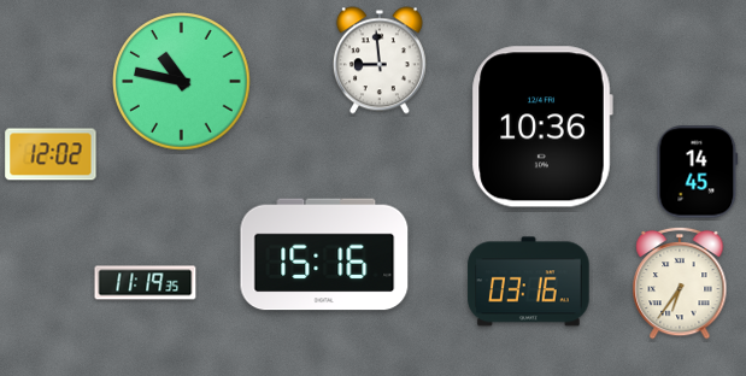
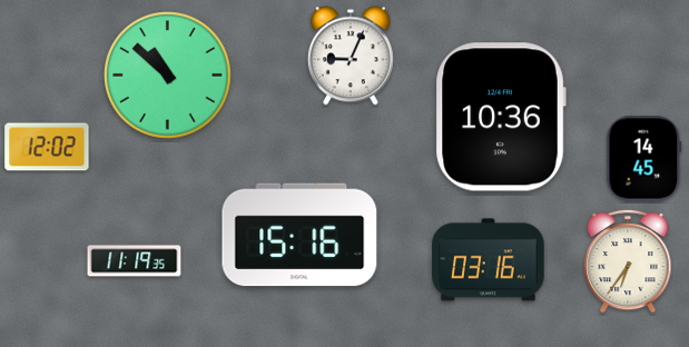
clock at (380, 60): 8:59 -> 9:04
clock at (182, 82): 10:47 -> 10:52
clock at (51, 154) position: (51, 154) -> (47, 147)
